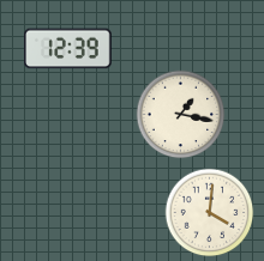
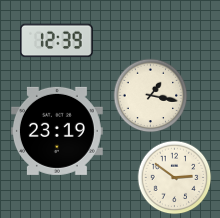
clock at (57, 131): none -> 23:19
clock at (210, 213): 4:01 -> 2:51
